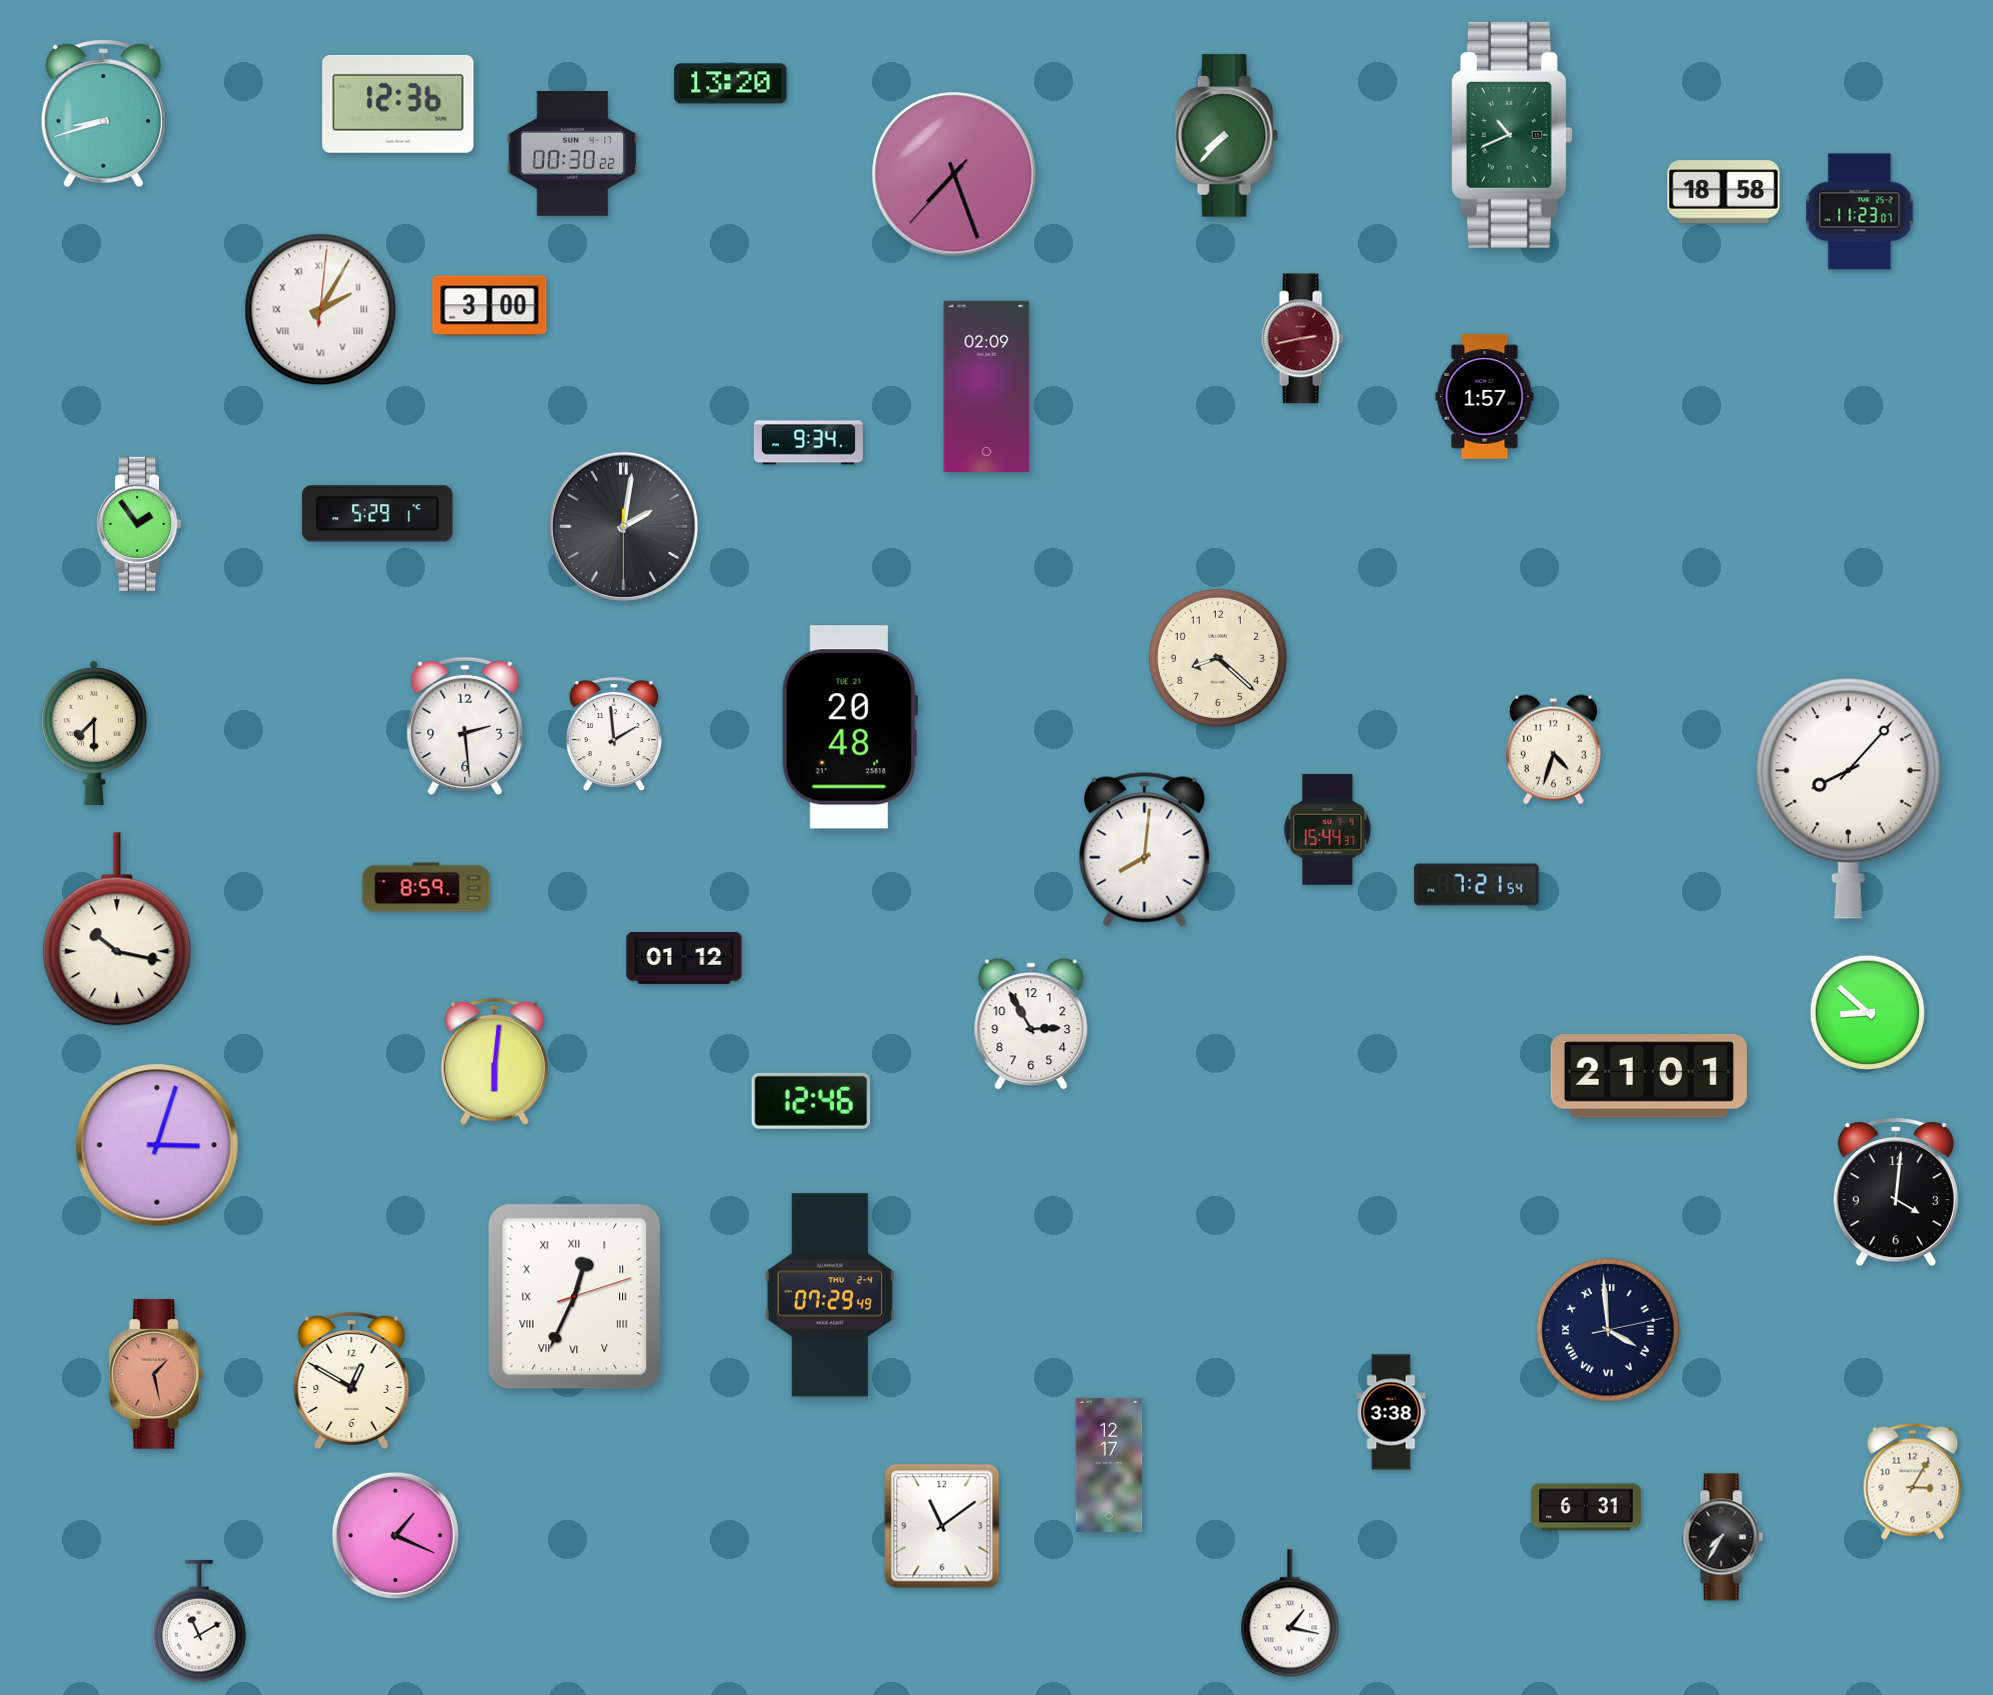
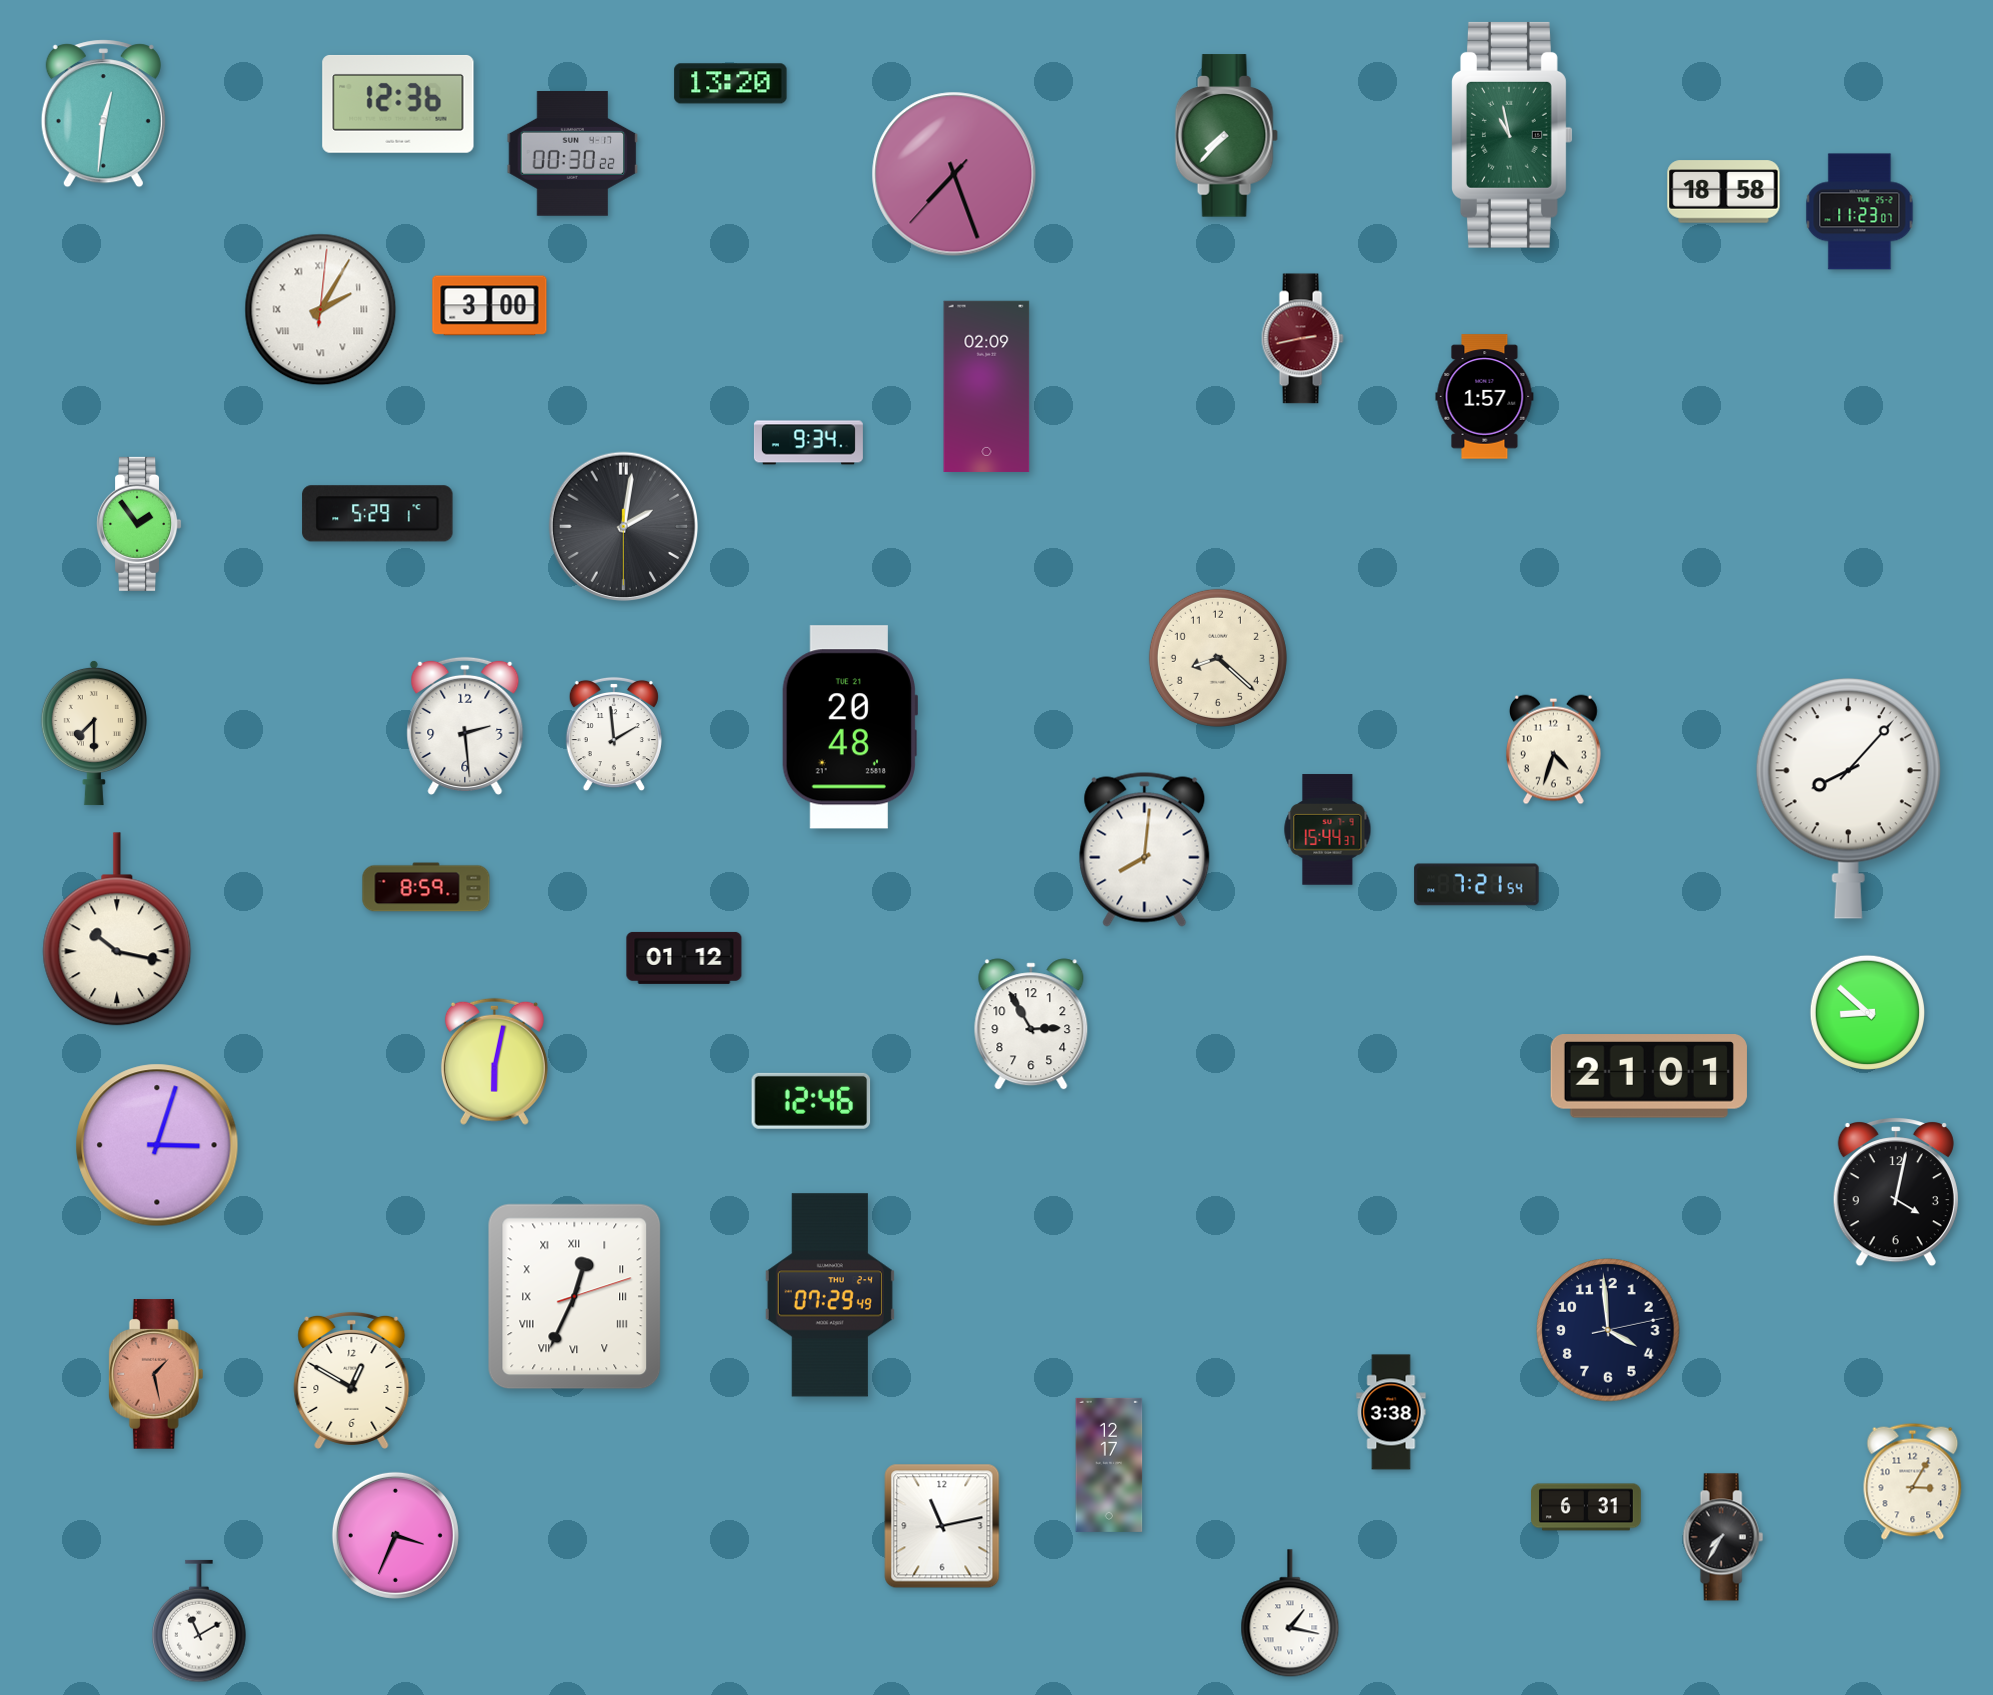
clock at (103, 114): 8:42 -> 12:31
clock at (1513, 135): 10:41 -> 10:58
clock at (494, 1061): 6:01 -> 6:02
clock at (1896, 1193): 4:01 -> 4:02
clock at (1608, 1330) numerals: Roman -> Arabic
clock at (942, 1526): 11:09 -> 11:13
clock at (395, 1535): 1:19 -> 3:34
